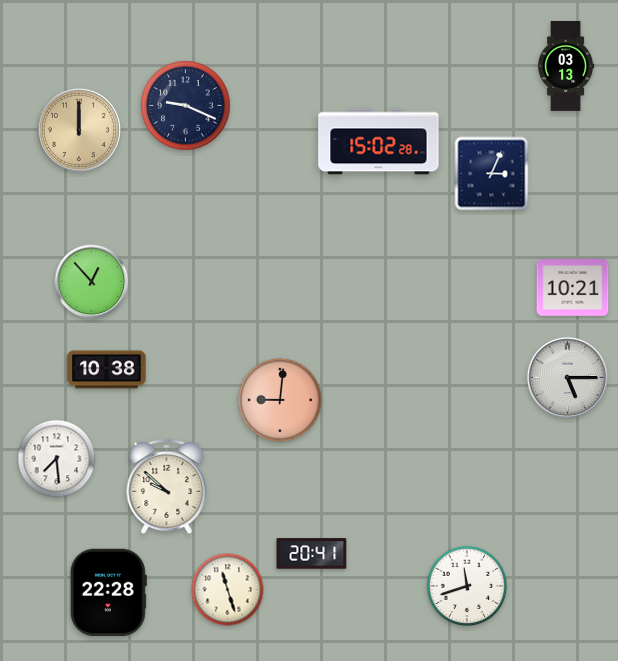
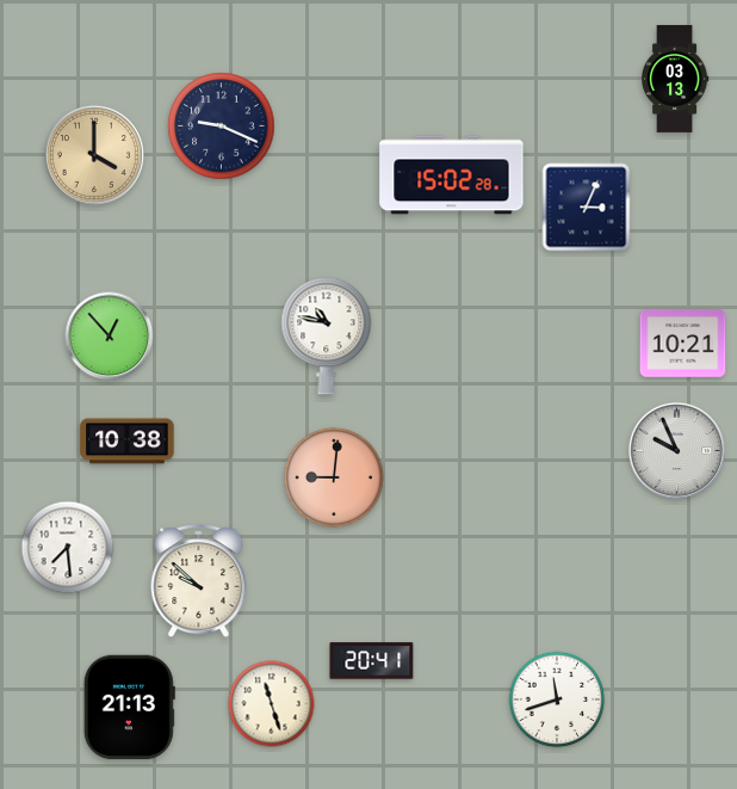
clock at (79, 130): 12:00 -> 4:00
clock at (379, 142) position: (379, 142) -> (452, 175)
clock at (327, 337): none -> 10:47
clock at (567, 377): 5:15 -> 9:56
clock at (108, 593): 22:28 -> 21:13
